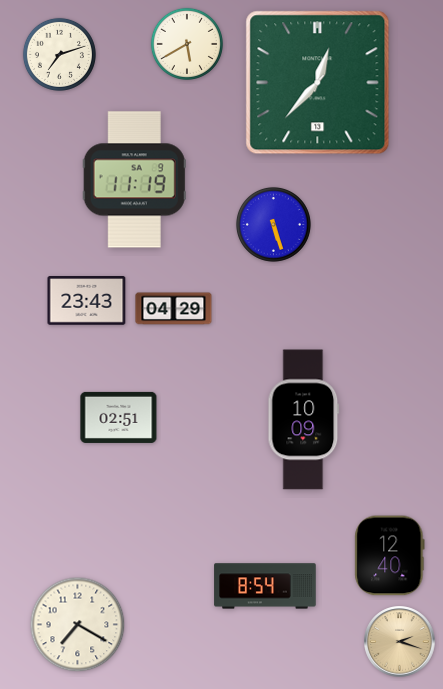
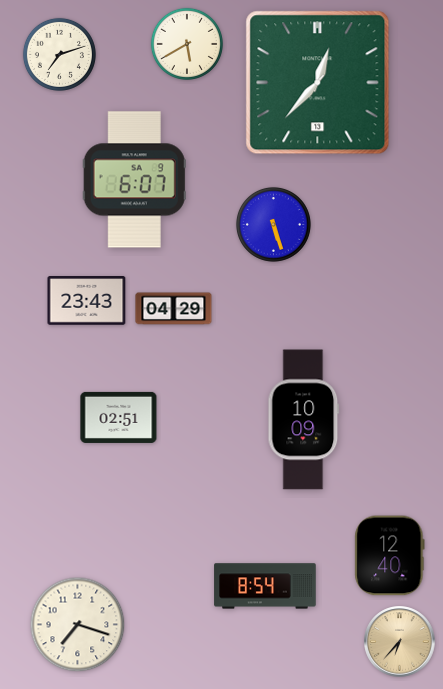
clock at (134, 180): 11:19 -> 6:07
clock at (78, 625): 7:20 -> 7:18
clock at (400, 642): 2:18 -> 6:37
